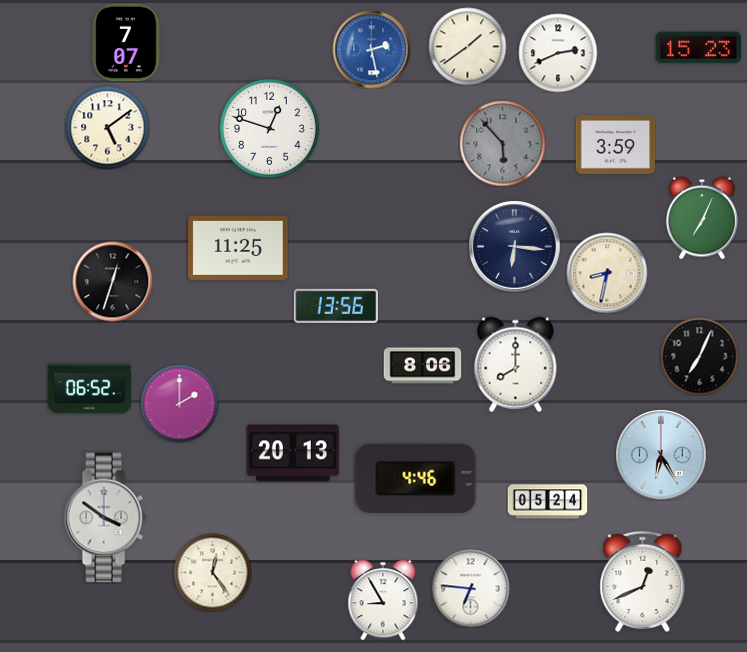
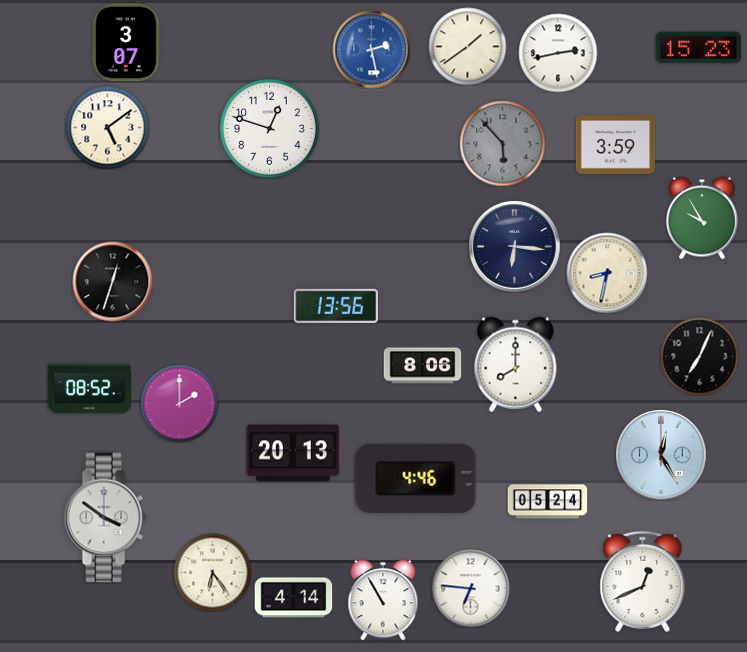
clock at (127, 42): 7:07 -> 3:07
clock at (558, 53): 2:41 -> 2:43
clock at (703, 218): 7:04 -> 9:55
clock at (238, 248): 11:25 -> none
clock at (89, 389): 06:52 -> 08:52
clock at (661, 455): 6:25 -> 12:25
clock at (212, 572): 12:24 -> 6:24
clock at (293, 598): none -> 4:14
clock at (383, 600): 8:55 -> 10:55
